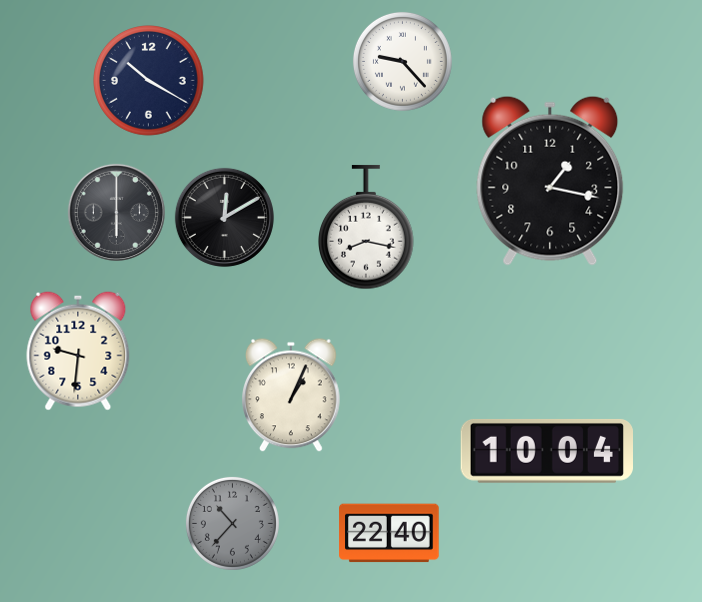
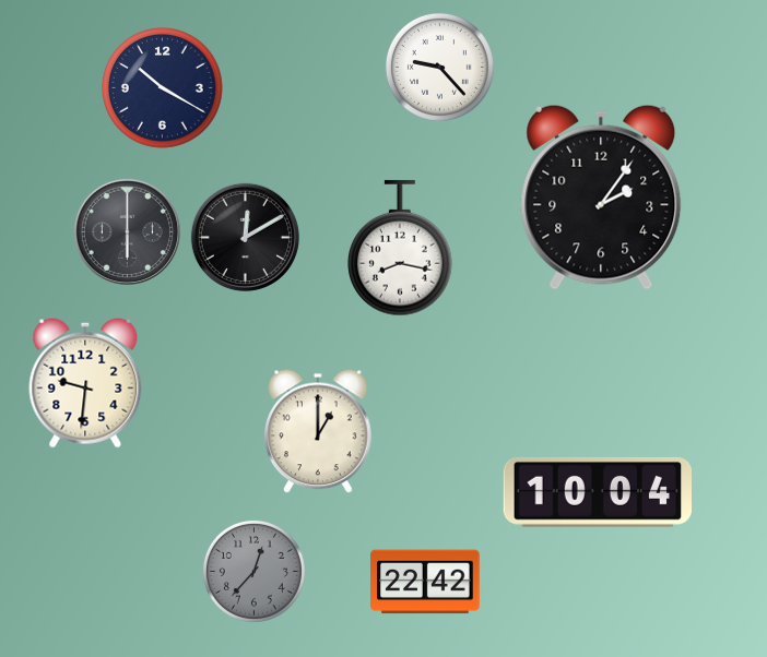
clock at (550, 181): 1:17 -> 2:06
clock at (292, 395): 1:04 -> 1:00
clock at (232, 523): 10:37 -> 12:37
clock at (389, 533): 22:40 -> 22:42
